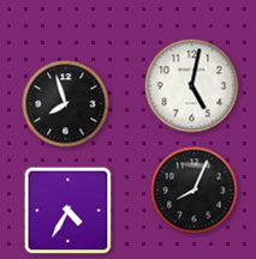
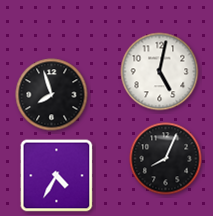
clock at (66, 104) position: (66, 104) -> (52, 95)
clock at (195, 191) position: (195, 191) -> (166, 159)
